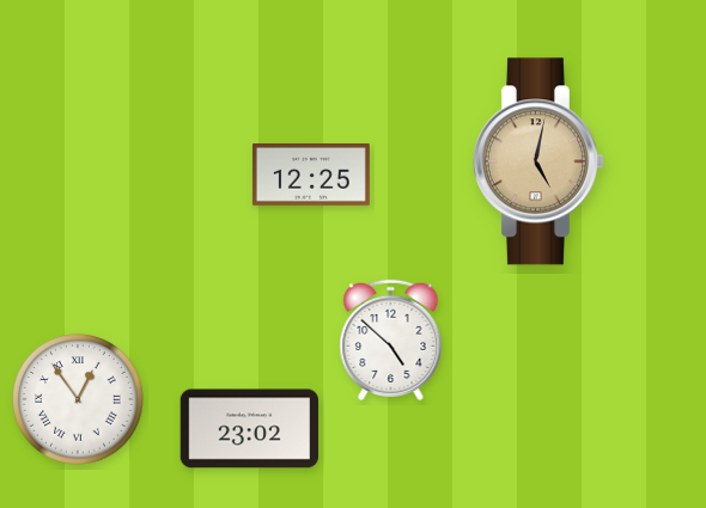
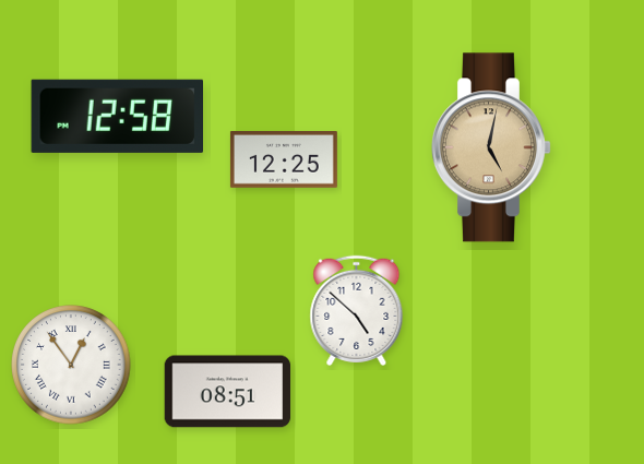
clock at (117, 116): none -> 12:58
clock at (250, 429): 23:02 -> 08:51
